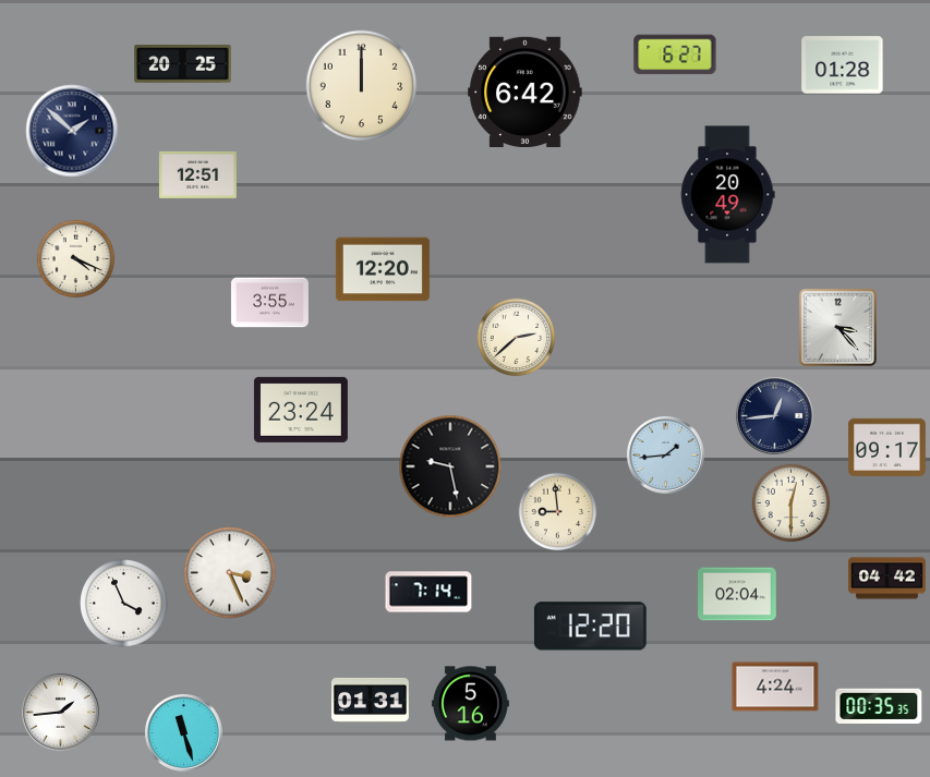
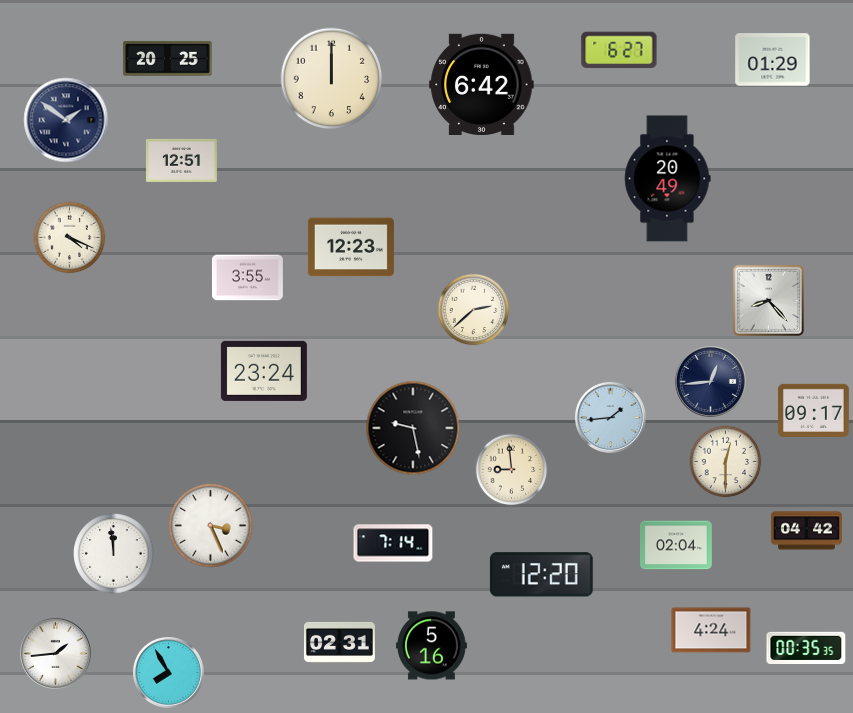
clock at (843, 65): 01:28 -> 01:29
clock at (72, 131): 1:52 -> 1:51
clock at (383, 269): 12:20 -> 12:23
clock at (837, 327): 3:23 -> 8:23
clock at (301, 410) position: (301, 410) -> (264, 371)
clock at (886, 579) position: (886, 579) -> (806, 531)
clock at (124, 604): 3:56 -> 11:59
clock at (370, 700): 01:31 -> 02:31
clock at (183, 732): 11:27 -> 7:55
